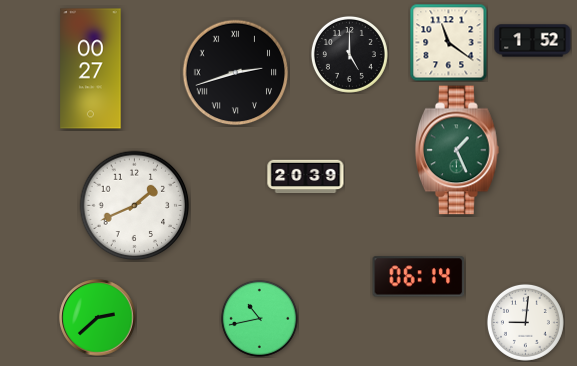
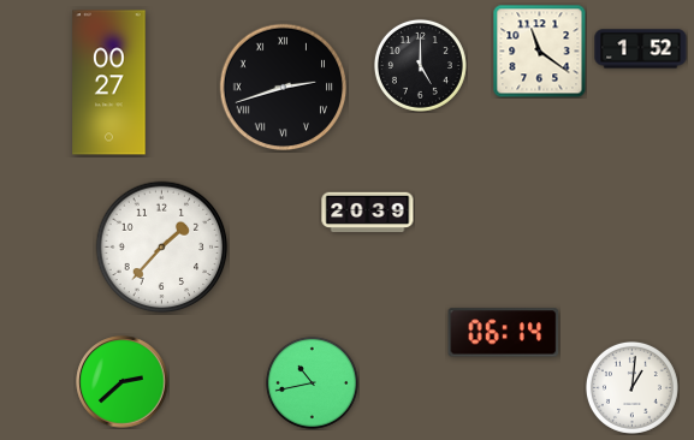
clock at (458, 150): 1:26 -> none
clock at (135, 206): 1:41 -> 1:37
clock at (98, 318) position: (98, 318) -> (123, 382)
clock at (525, 322): 9:01 -> 1:01
